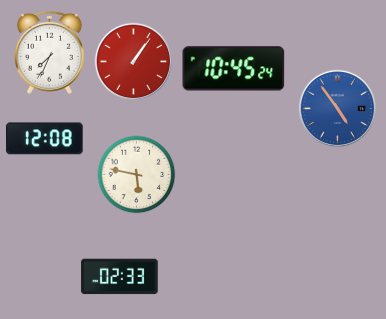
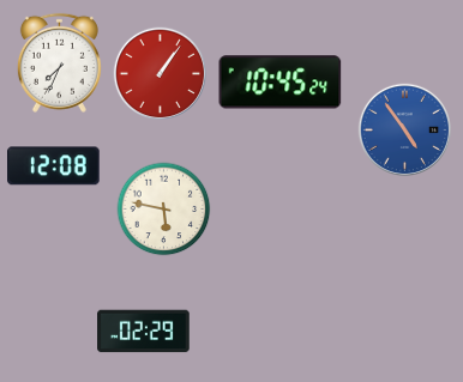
clock at (120, 277): 02:33 -> 02:29
